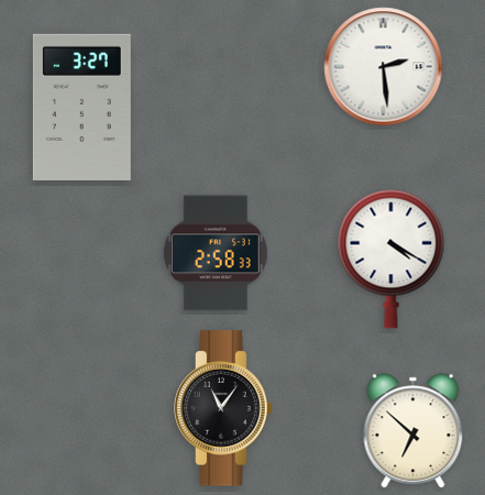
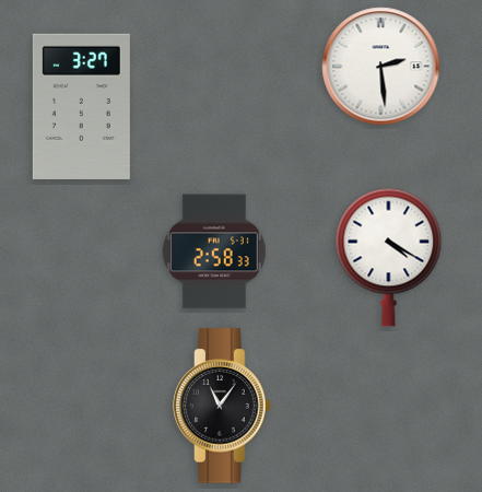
clock at (414, 431): 6:52 -> none
